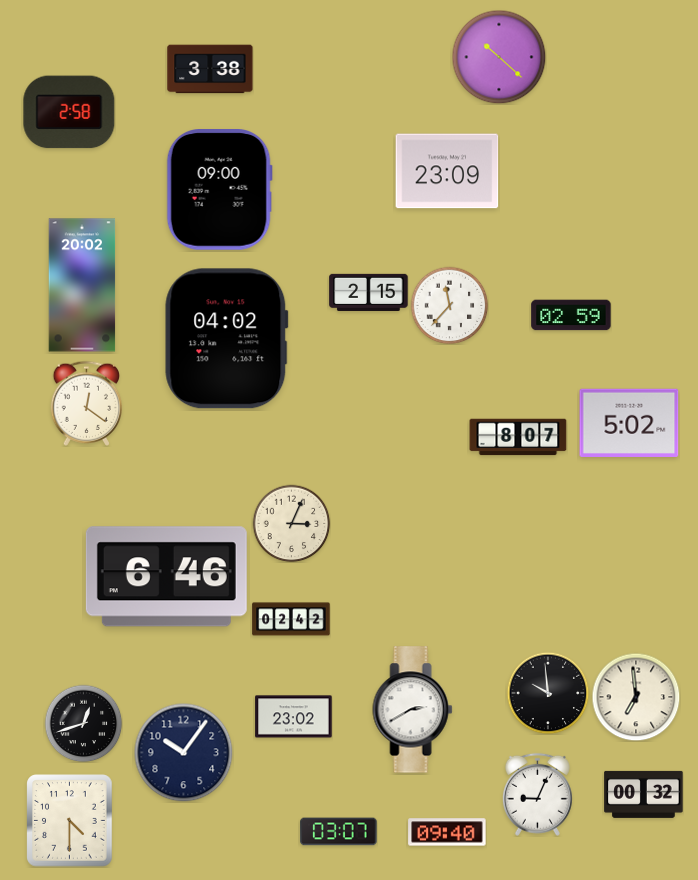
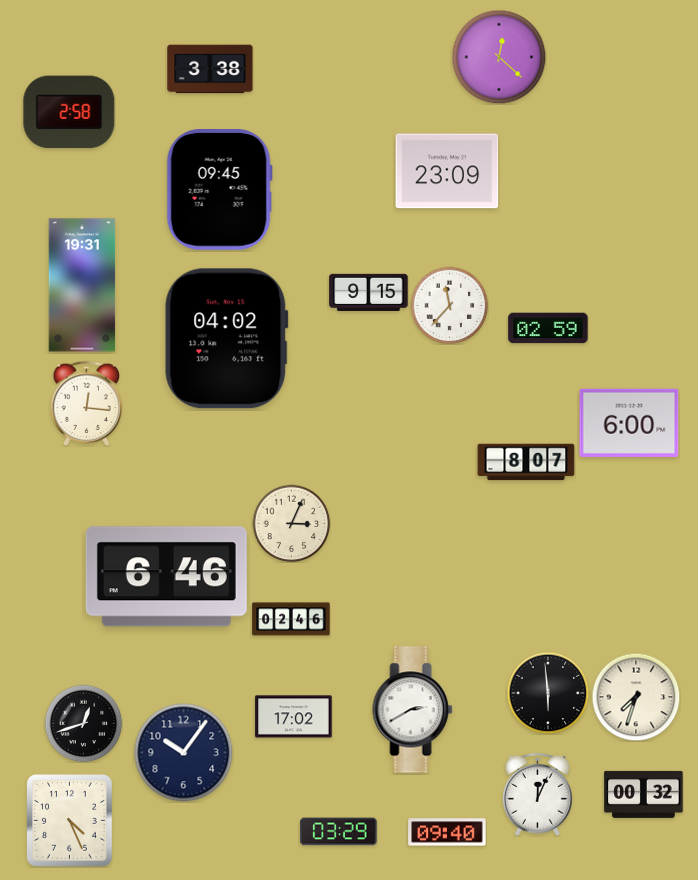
clock at (499, 57): 10:22 -> 12:22
clock at (219, 190): 09:00 -> 09:45
clock at (82, 285): 20:02 -> 19:31
clock at (369, 292): 2:15 -> 9:15
clock at (571, 315) position: (571, 315) -> (548, 328)
clock at (87, 403): 12:21 -> 12:16
clock at (629, 423): 5:02 -> 6:00
clock at (518, 437) position: (518, 437) -> (526, 462)
clock at (291, 619): 02:42 -> 02:46
clock at (548, 693): 9:59 -> 5:59
clock at (636, 697): 6:59 -> 7:33
clock at (294, 717): 23:02 -> 17:02
clock at (537, 794): 9:04 -> 12:04
clock at (70, 821): 4:30 -> 4:26
clock at (339, 832): 03:07 -> 03:29
